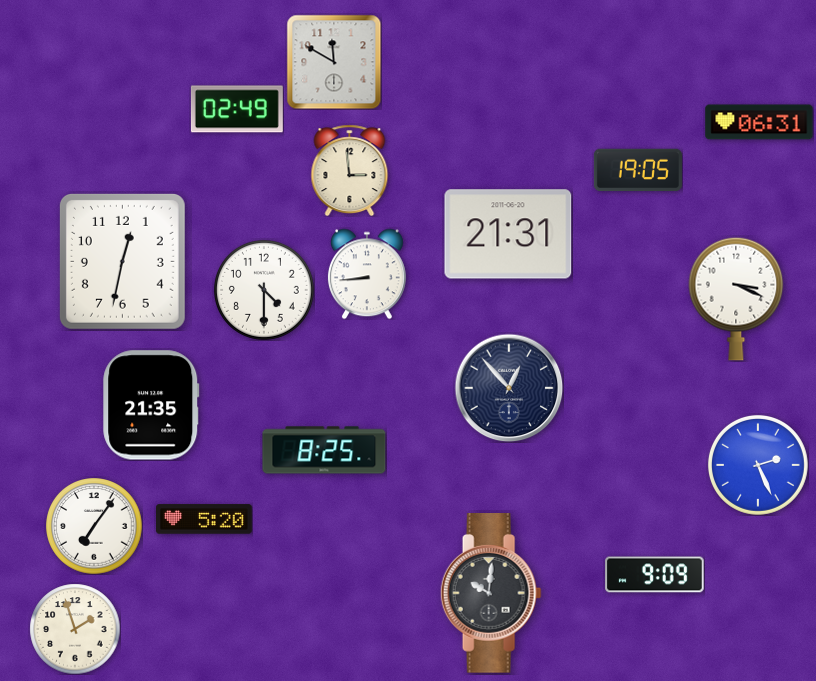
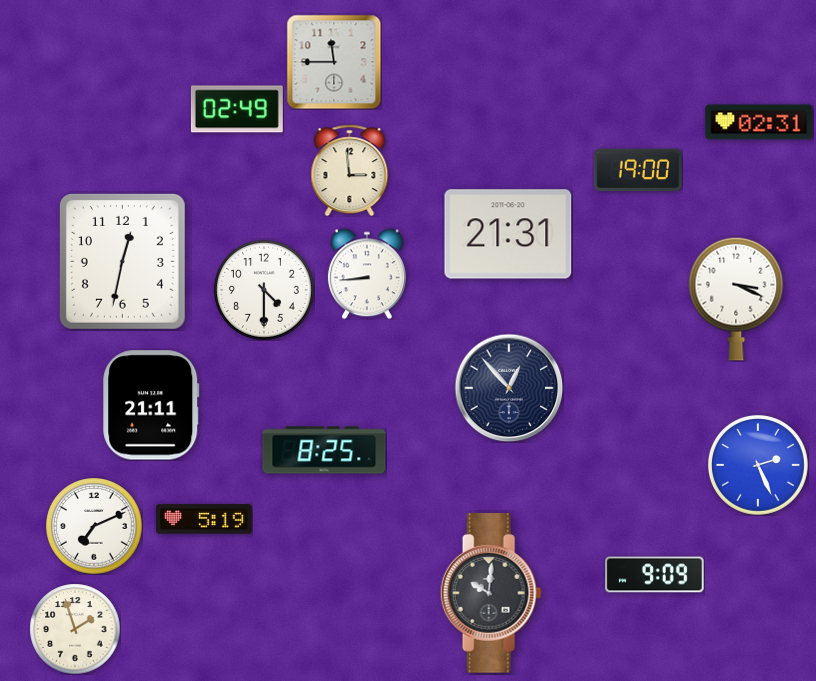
clock at (334, 62): 11:50 -> 11:45
clock at (759, 122): 06:31 -> 02:31
clock at (638, 170): 19:05 -> 19:00
clock at (151, 405): 21:35 -> 21:11
clock at (205, 519): 5:20 -> 5:19
clock at (94, 526): 7:06 -> 7:11
